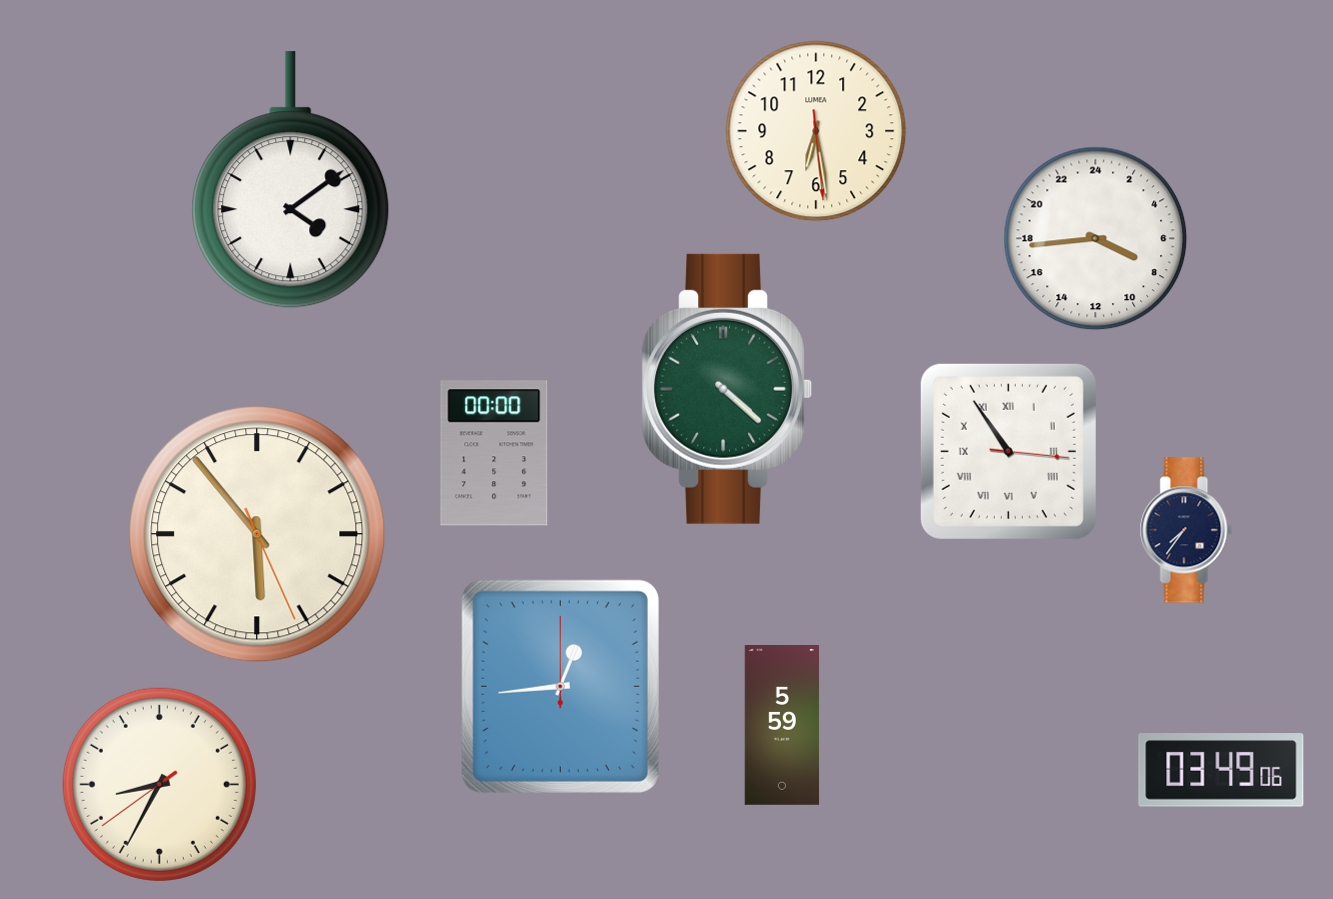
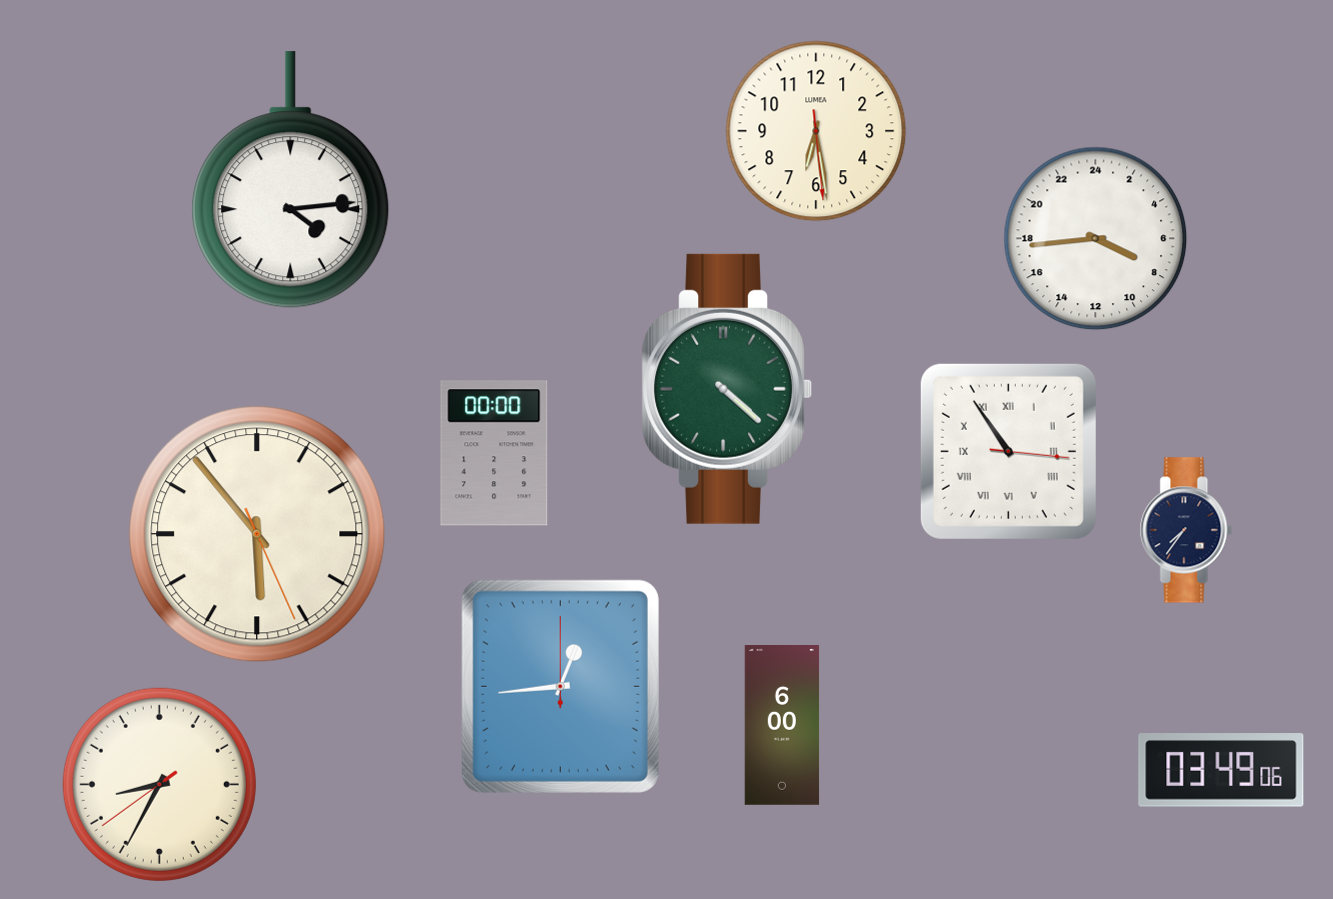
clock at (291, 180): 4:09 -> 4:14
clock at (782, 726): 5:59 -> 6:00
